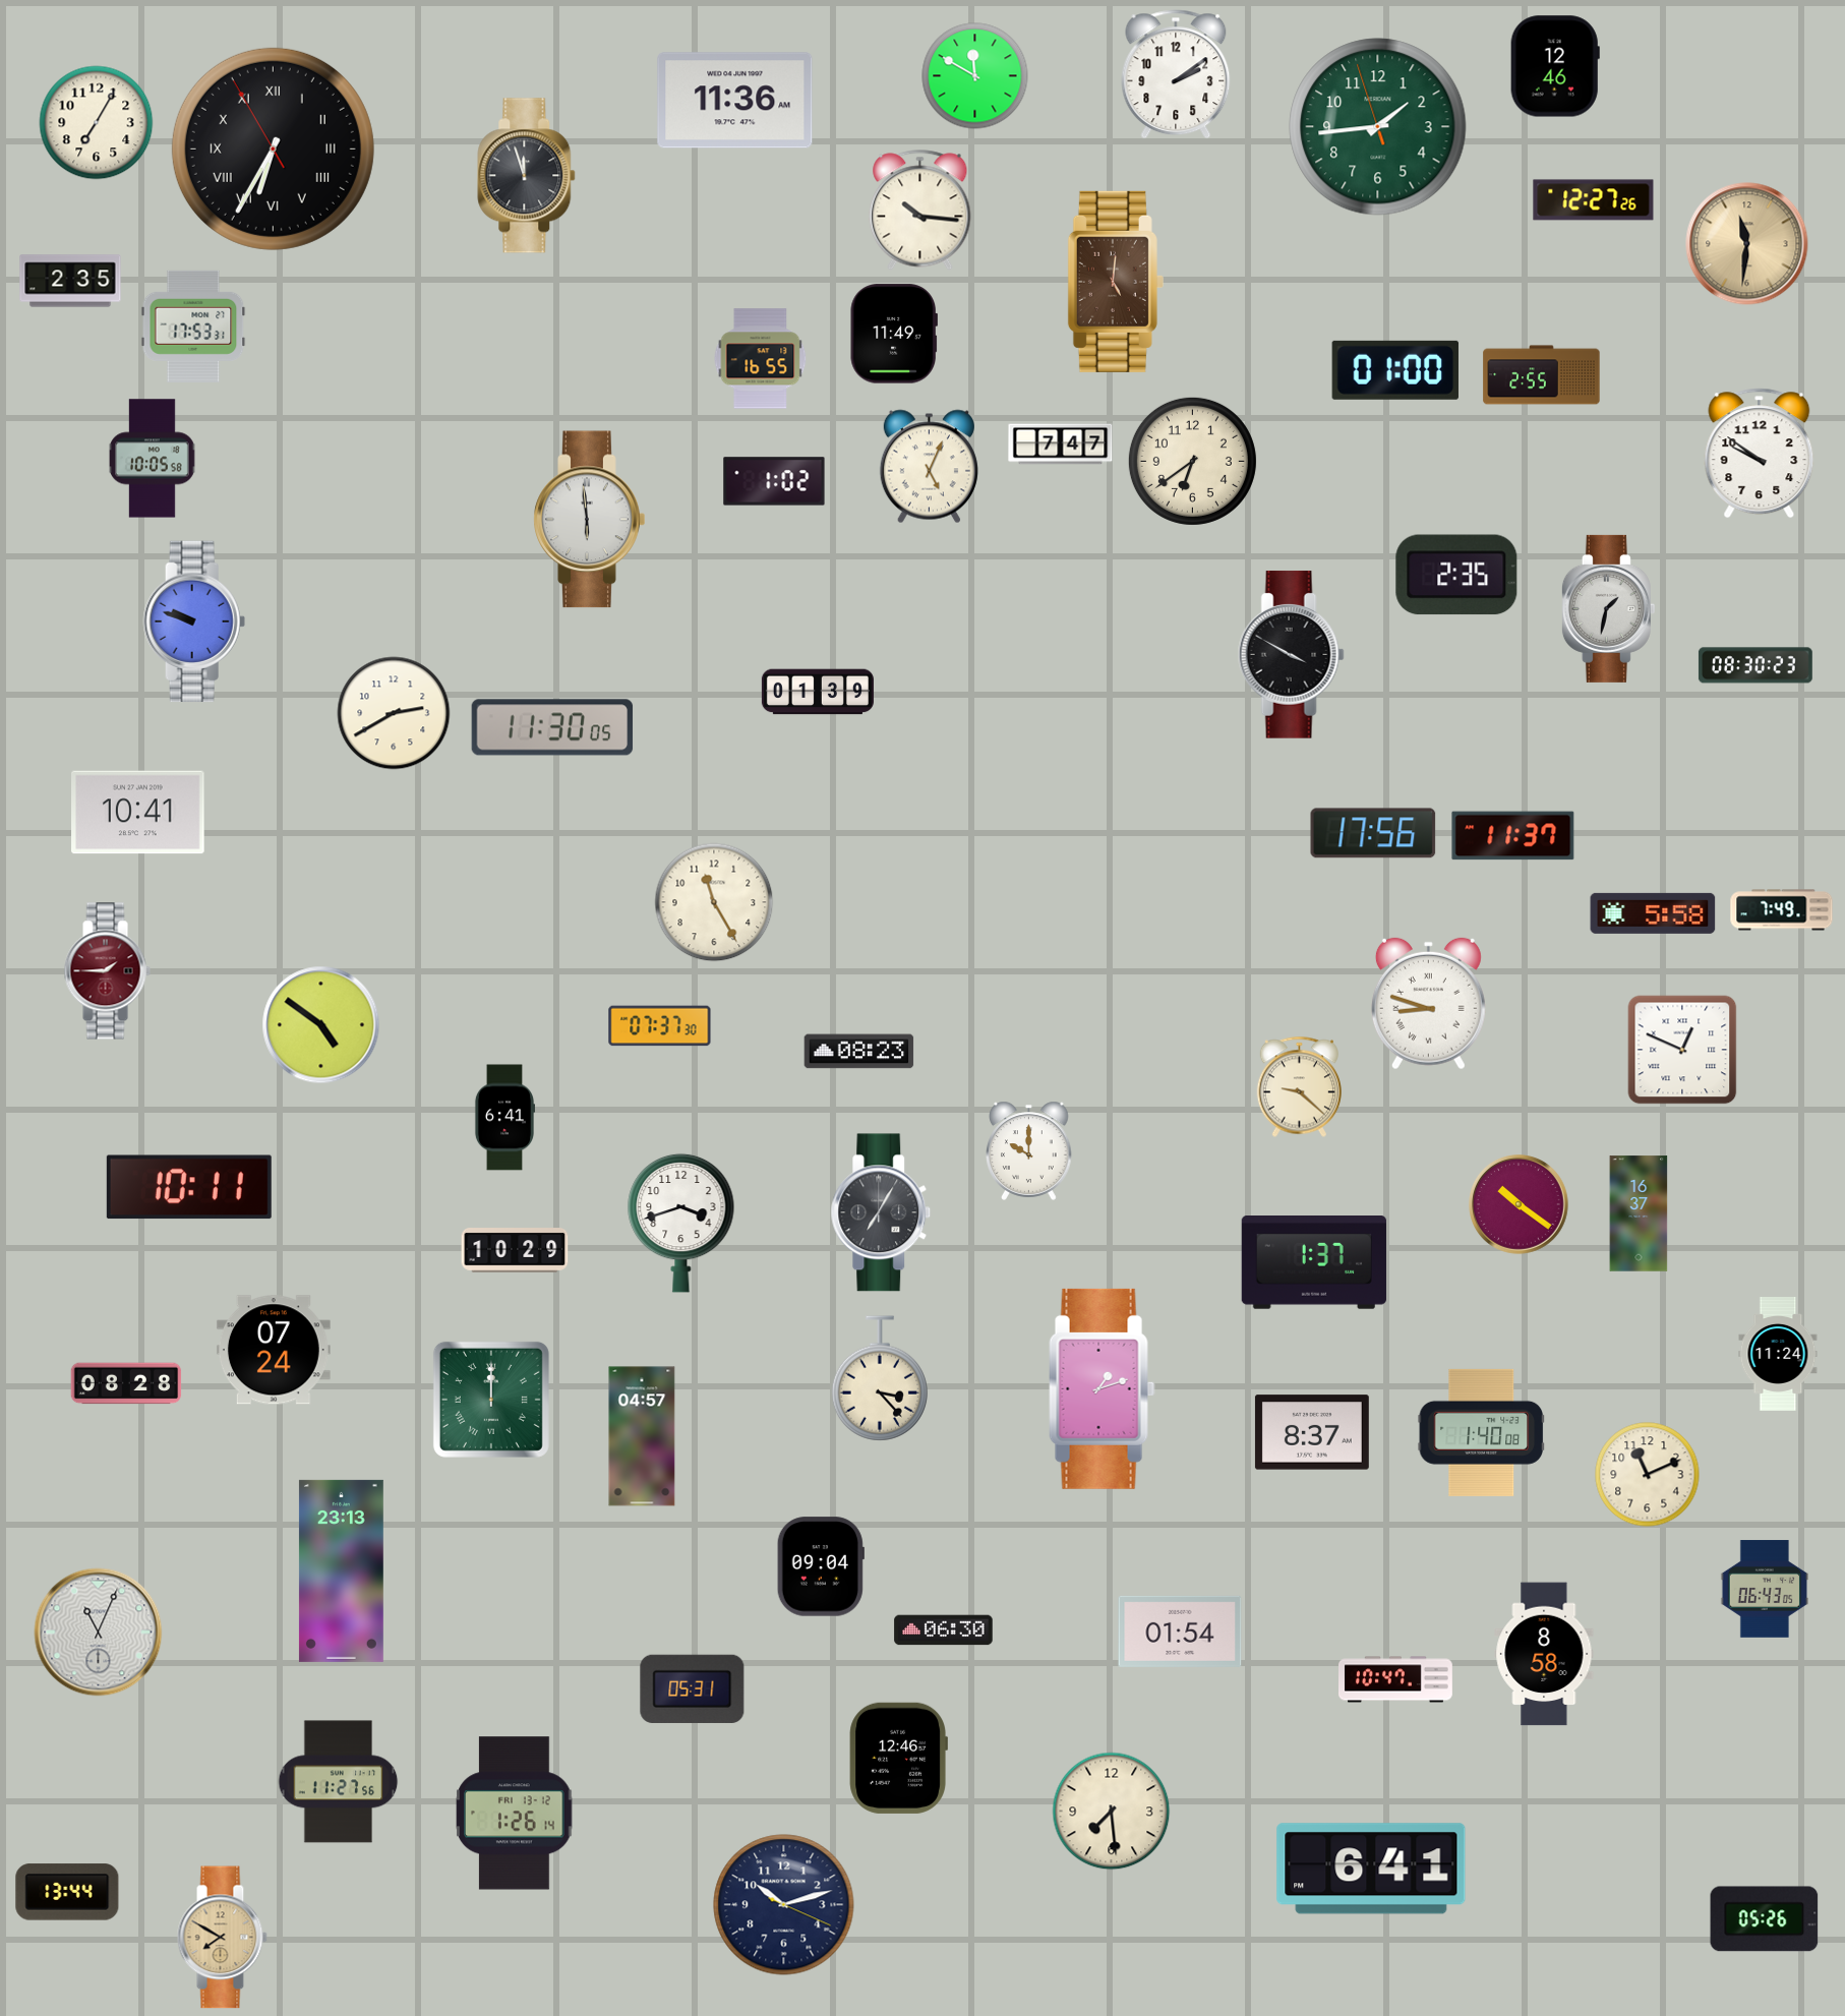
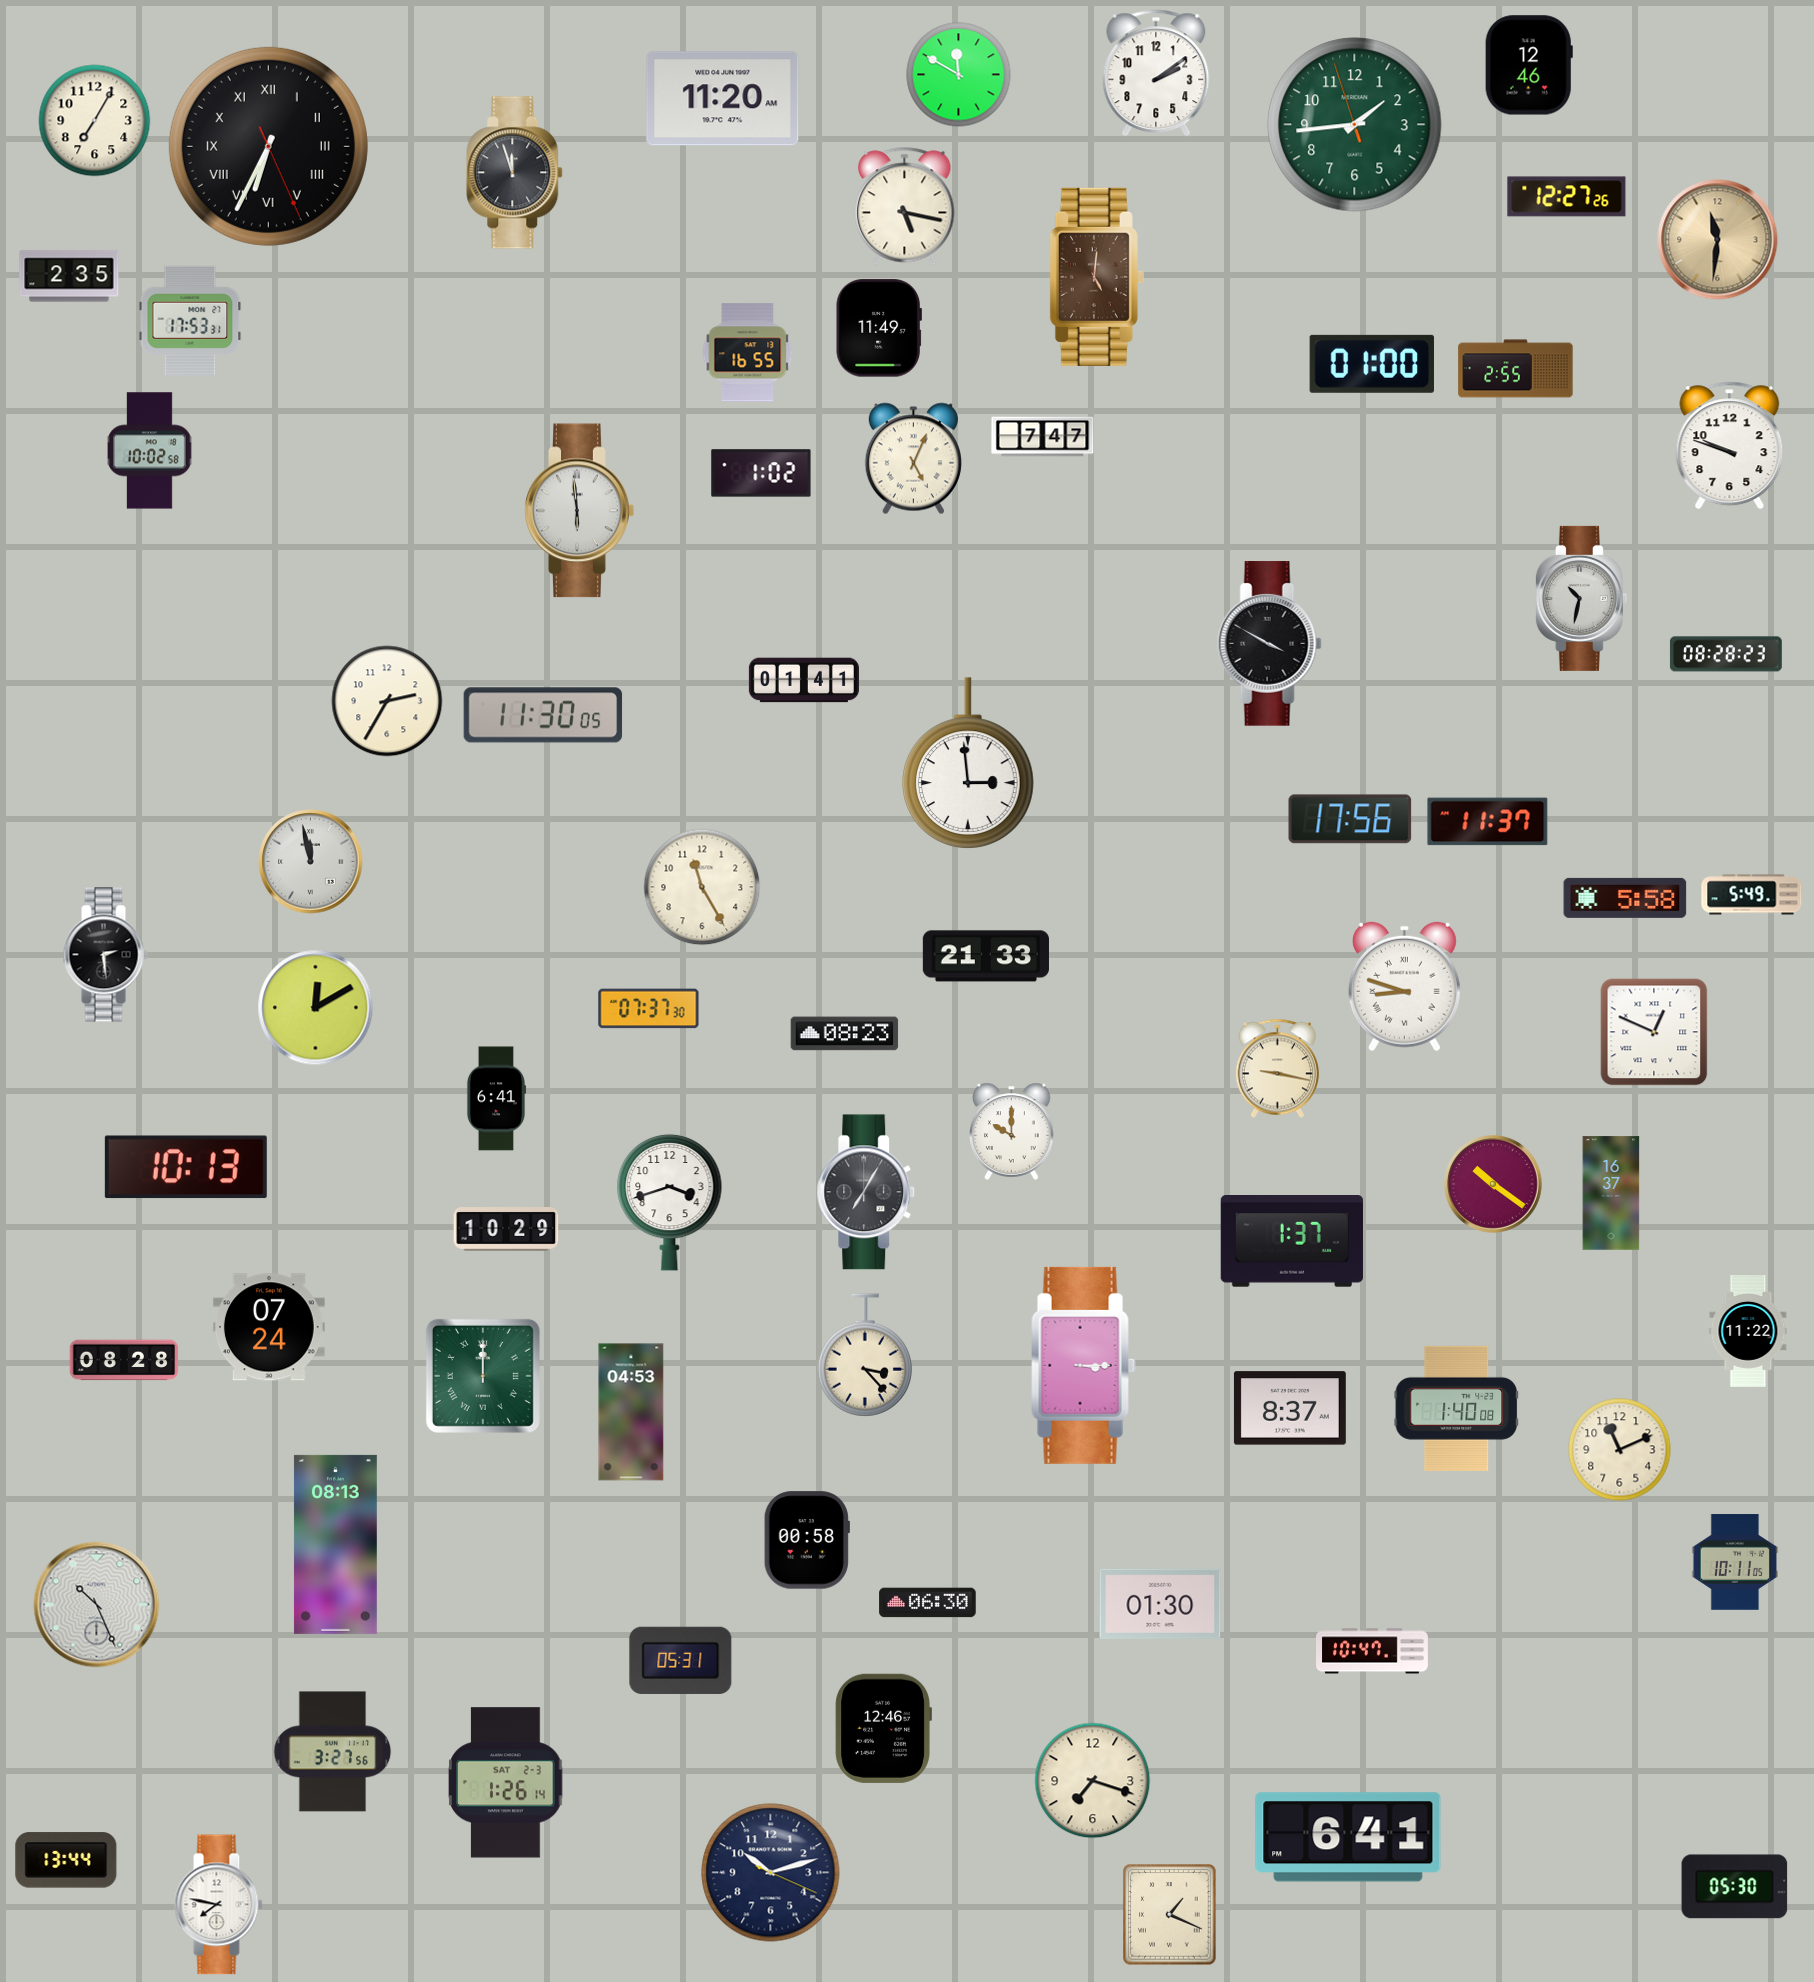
clock at (735, 101): 11:36 -> 11:20
clock at (273, 149): 6:34:55 -> 6:34:26
clock at (527, 176) position: (527, 176) -> (515, 173)
clock at (920, 211): 10:16 -> 5:17
clock at (1760, 454): 9:51 -> 9:48
clock at (153, 459): 10:05 -> 10:02
clock at (1192, 461): 6:39 -> none
clock at (1456, 575): 2:35 -> none
clock at (1608, 608): 1:32 -> 10:32
clock at (194, 621): 9:48 -> none
clock at (1755, 665): 08:30 -> 08:28
clock at (818, 692): 01:39 -> 01:41
clock at (394, 713): 2:40 -> 2:35
clock at (969, 763): none -> 2:59
clock at (138, 813): 10:41 -> none
clock at (311, 862): none -> 11:58
clock at (1782, 910): 7:49 -> 5:49
clock at (107, 971): 1:45 -> 2:29
clock at (107, 971) dial: burgundy -> black
clock at (986, 956): none -> 21:33
clock at (321, 1025): 4:51 -> 12:10
clock at (1299, 1087): 9:22 -> 9:17
clock at (189, 1187): 10:11 -> 10:13
clock at (1778, 1355): 11:24 -> 11:22
clock at (1103, 1388): 1:12 -> 3:15
clock at (642, 1436): 04:57 -> 04:53
clock at (821, 1566): 09:04 -> 00:58
clock at (341, 1570): 23:13 -> 08:13
clock at (1765, 1589): 06:43 -> 10:11
clock at (1180, 1632): 01:54 -> 01:30
clock at (99, 1633): 11:04 -> 10:26
clock at (1544, 1654): 8:58 -> none
clock at (339, 1782): 11:27 -> 3:27
clock at (1112, 1812): 7:29 -> 7:18
clock at (515, 1814) date: FRI 13-12 -> SAT 2-3
clock at (1765, 1919): 05:26 -> 05:30
clock at (222, 1938): 7:50 -> 7:47
clock at (222, 1938) dial: champagne -> white
clock at (1170, 1915): none -> 1:19
